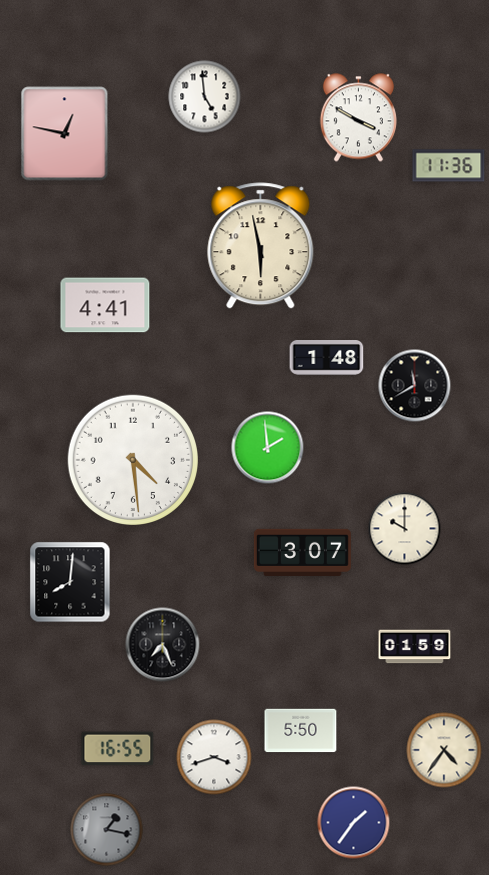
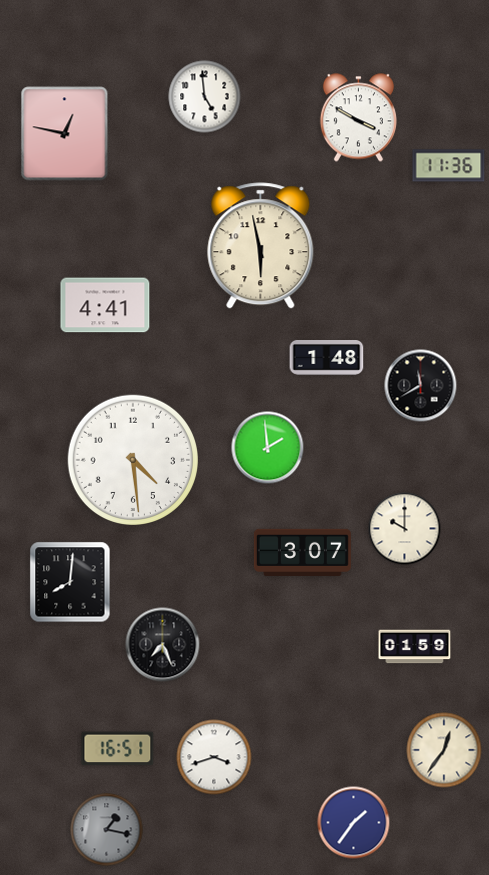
clock at (415, 386) position: (415, 386) -> (421, 386)
clock at (301, 731): 5:50 -> none
clock at (118, 749): 16:55 -> 16:51
clock at (444, 750): 4:36 -> 12:36
